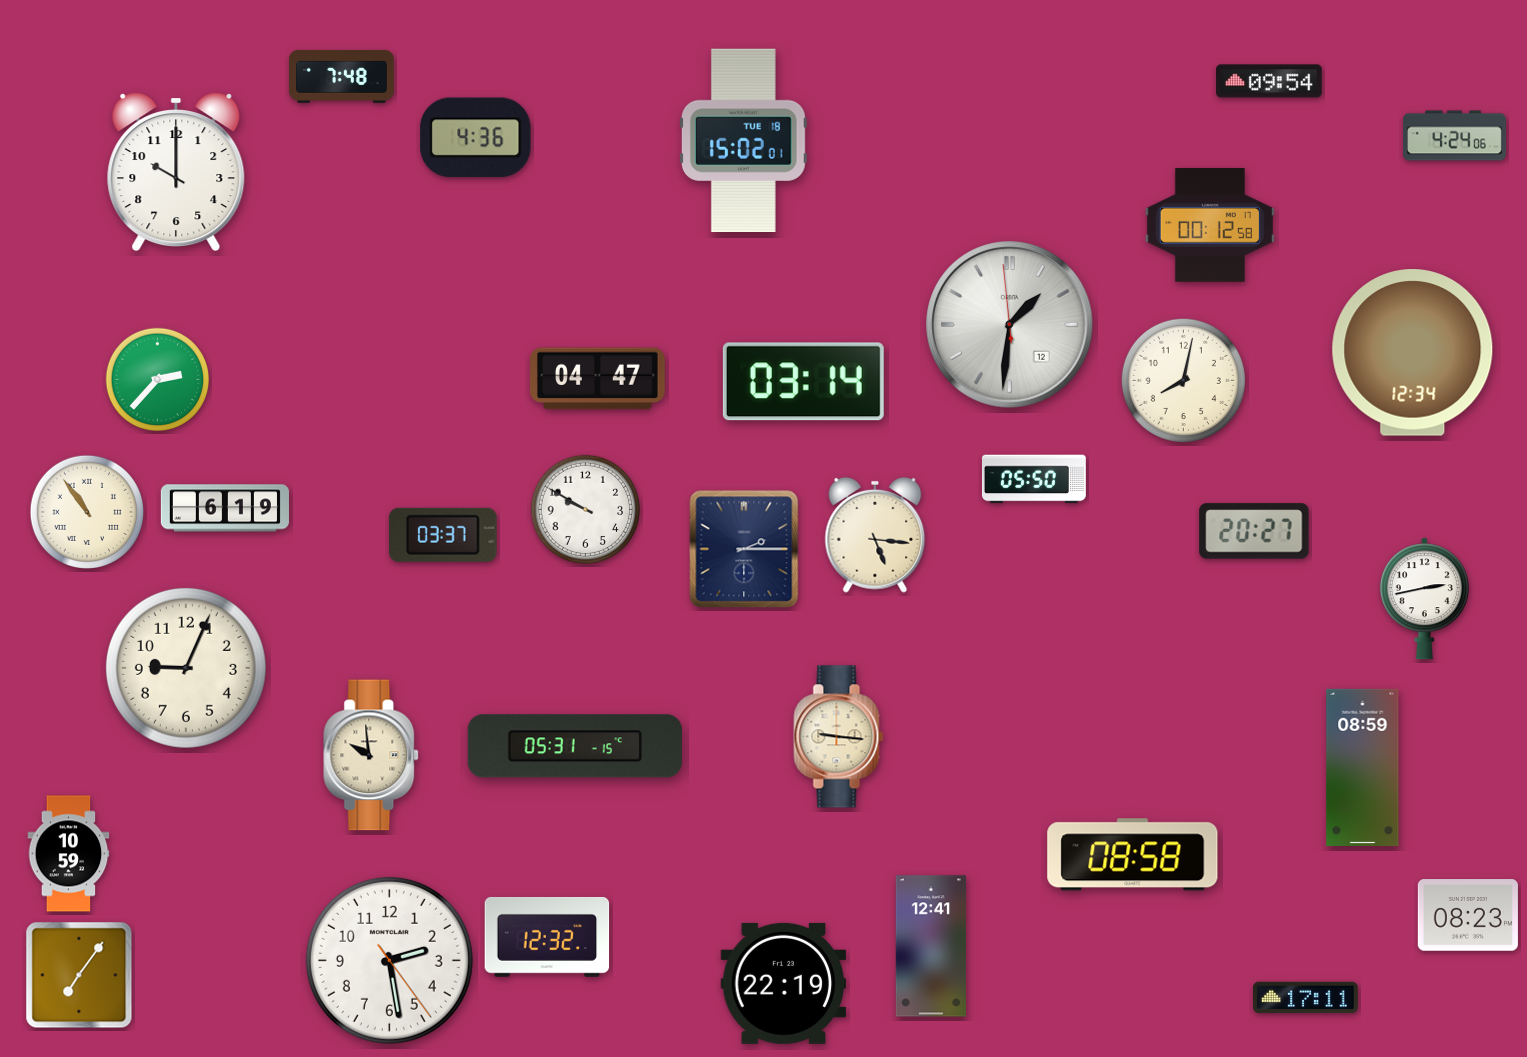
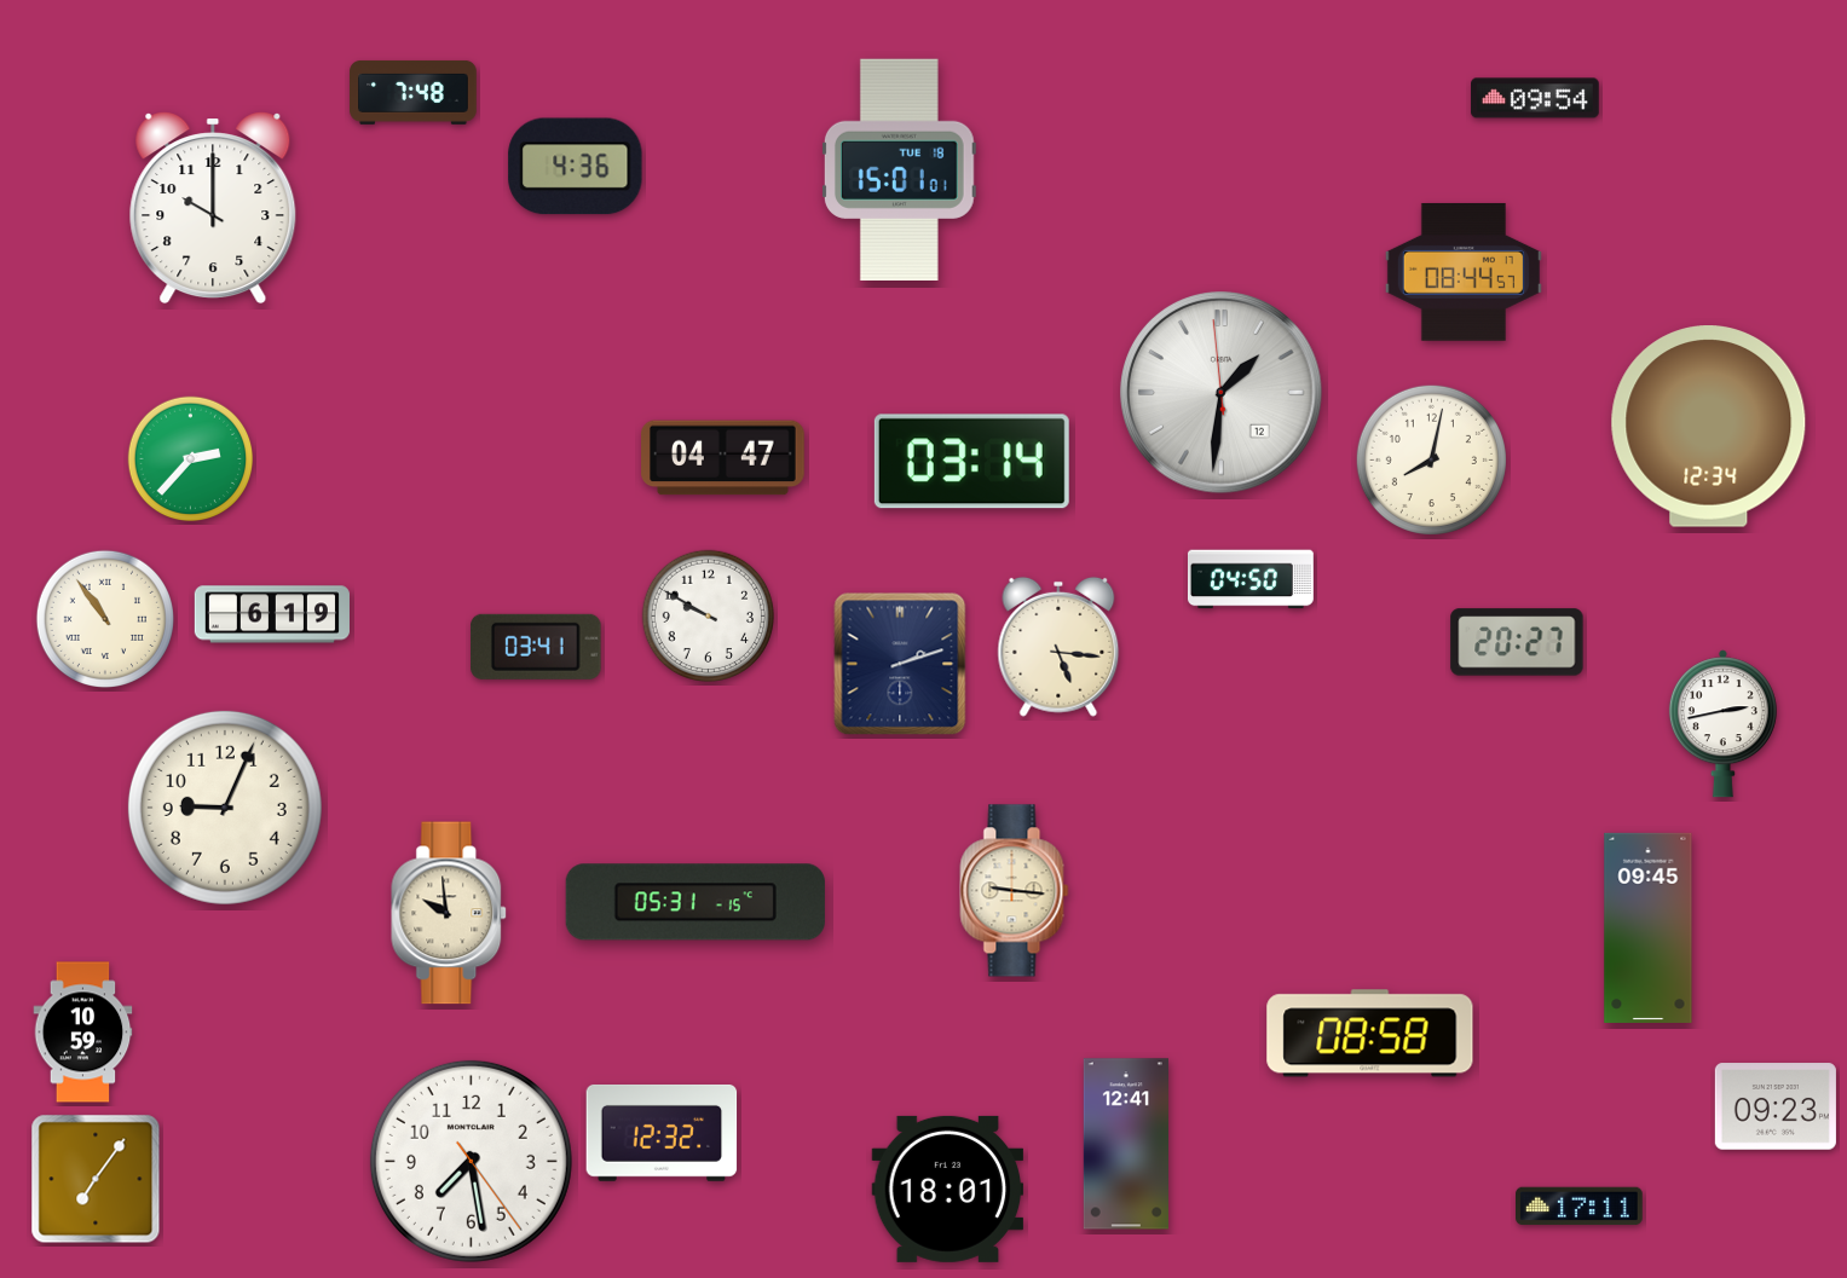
clock at (1454, 136): 4:24 -> none
clock at (743, 140): 15:02 -> 15:01
clock at (1210, 225): 00:12 -> 08:44
clock at (1034, 479): 05:50 -> 04:50
clock at (443, 535): 03:37 -> 03:41
clock at (744, 549): 2:15 -> 2:12
clock at (1363, 767): 08:59 -> 09:45
clock at (1468, 915): 08:23 -> 09:23
clock at (389, 960): 2:28 -> 7:28
clock at (784, 983): 22:19 -> 18:01
